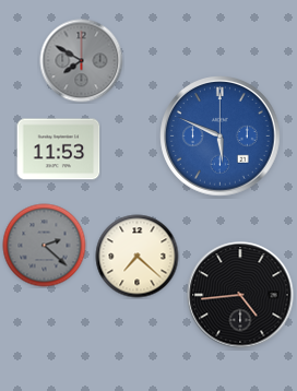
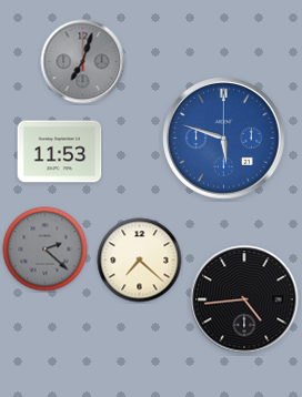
clock at (82, 61): 7:50 -> 7:03
clock at (221, 137): 5:49 -> 5:48
